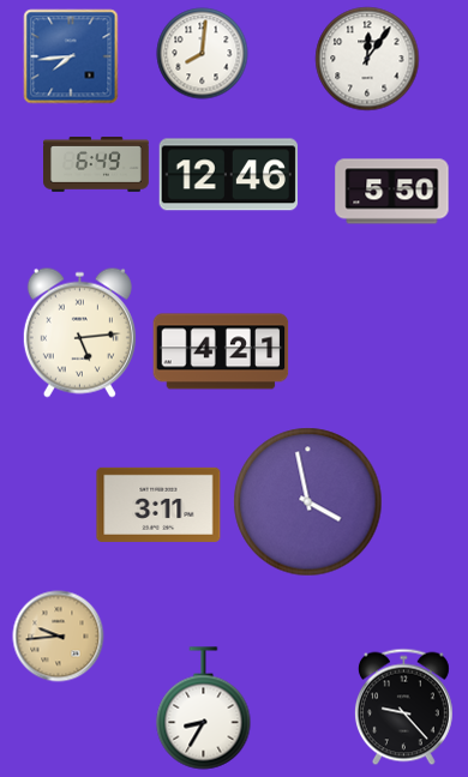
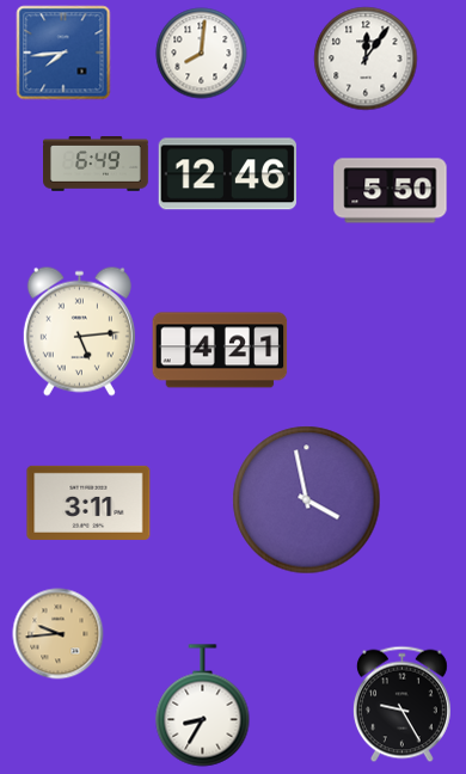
clock at (71, 56) position: (71, 56) -> (63, 53)
clock at (158, 505) position: (158, 505) -> (88, 503)
clock at (403, 707): 9:23 -> 9:25
